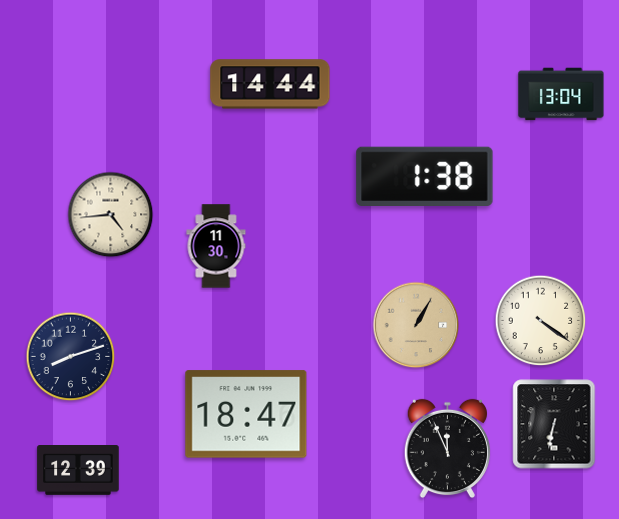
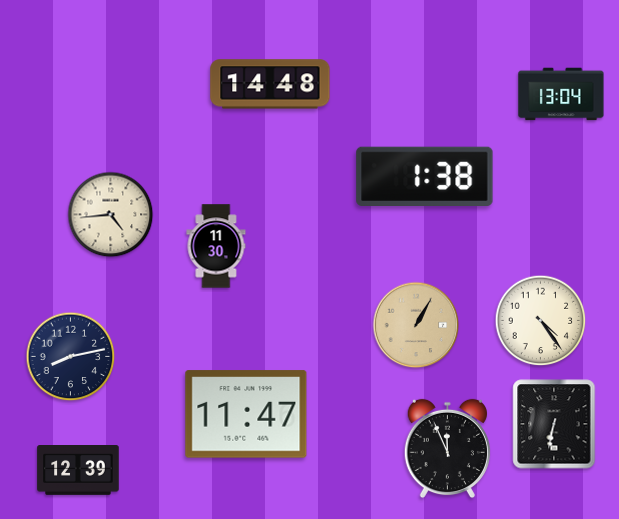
clock at (270, 84): 14:44 -> 14:48
clock at (541, 321): 4:21 -> 4:24
clock at (71, 357): 8:12 -> 8:13
clock at (246, 414): 18:47 -> 11:47
